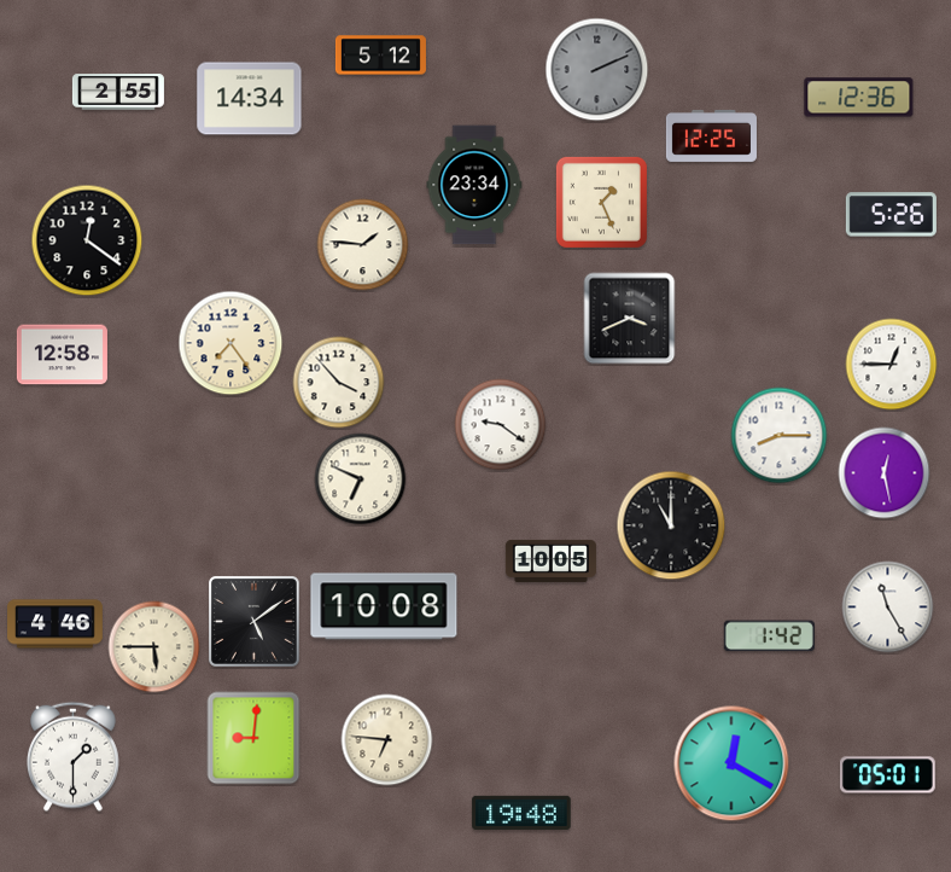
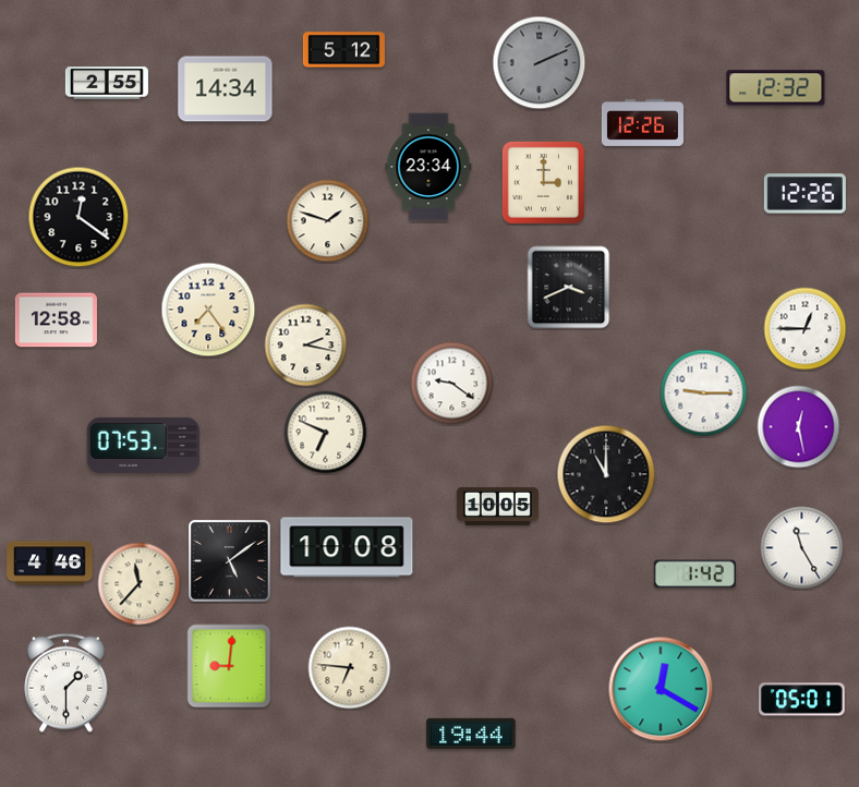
clock at (859, 98): 12:36 -> 12:32
clock at (711, 135): 12:25 -> 12:26
clock at (601, 202): 1:26 -> 3:00
clock at (891, 215): 5:26 -> 12:26
clock at (363, 245): 1:46 -> 1:48
clock at (339, 383): 3:53 -> 2:17
clock at (780, 436): 8:15 -> 9:15
clock at (143, 445): none -> 07:53
clock at (154, 647): 5:45 -> 11:37
clock at (521, 813): 19:48 -> 19:44
